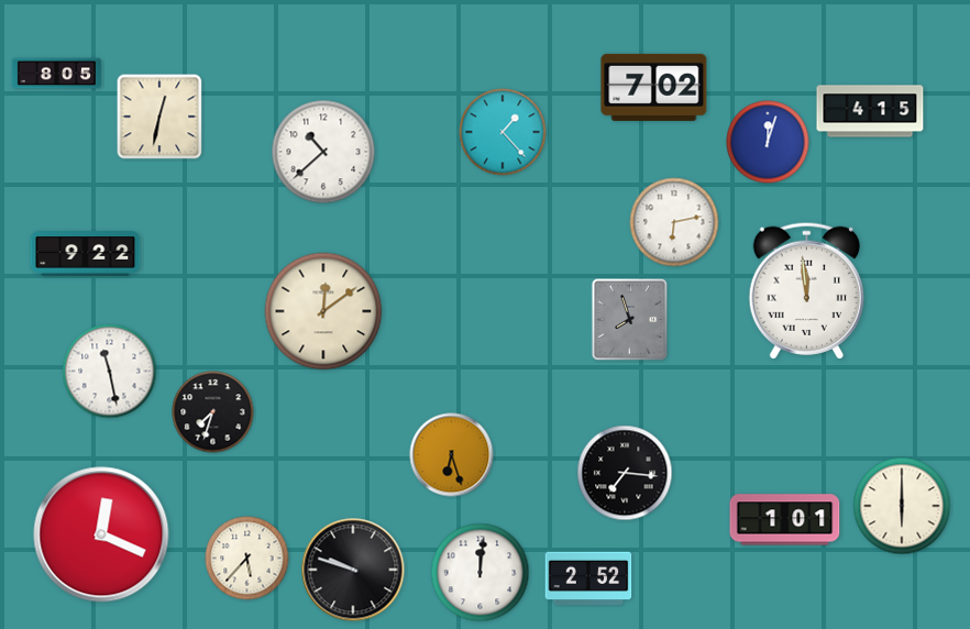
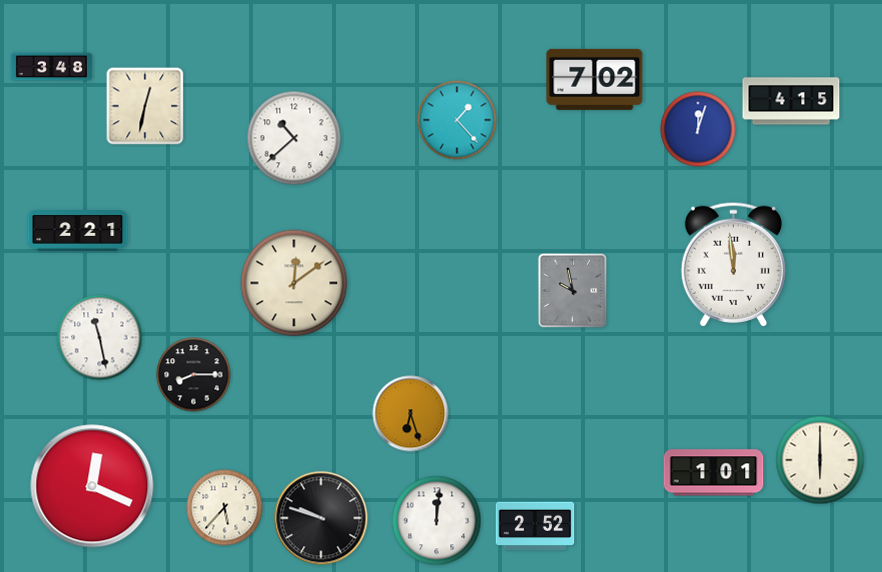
clock at (57, 74): 8:05 -> 3:48
clock at (674, 222): 6:13 -> none
clock at (86, 254): 9:22 -> 2:21
clock at (630, 320): 7:57 -> 9:58
clock at (213, 412): 7:33 -> 8:15
clock at (625, 473): 7:16 -> none
